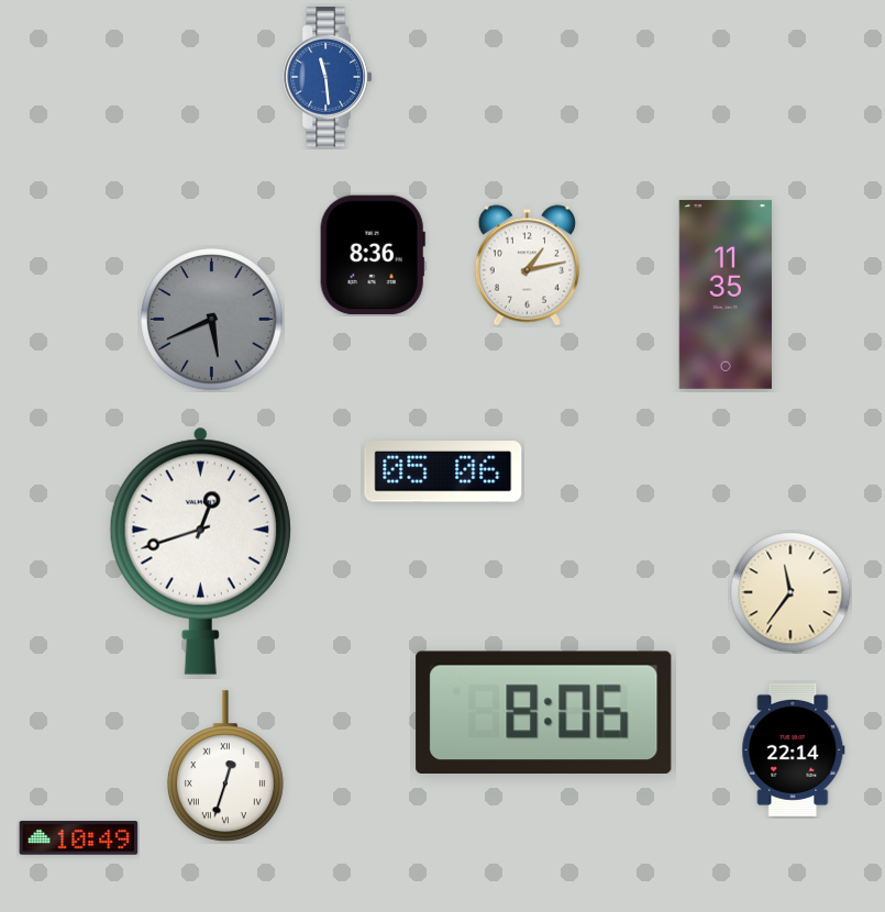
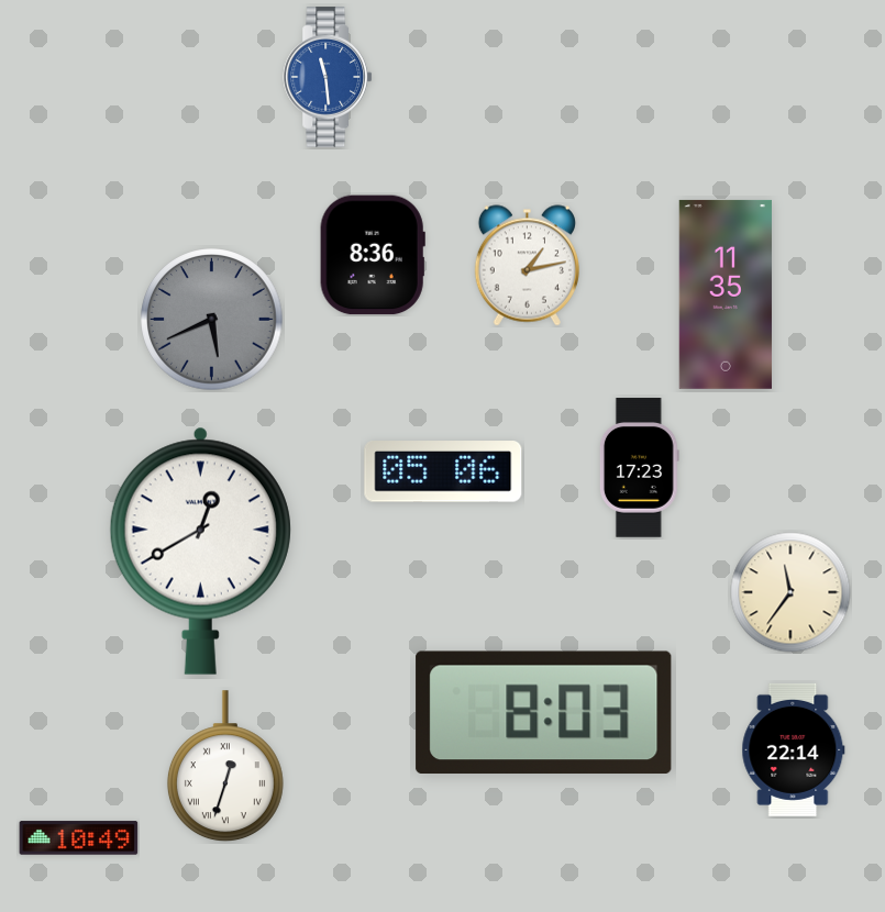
clock at (639, 468): none -> 17:23
clock at (200, 550): 12:42 -> 12:40
clock at (544, 712): 8:06 -> 8:03
